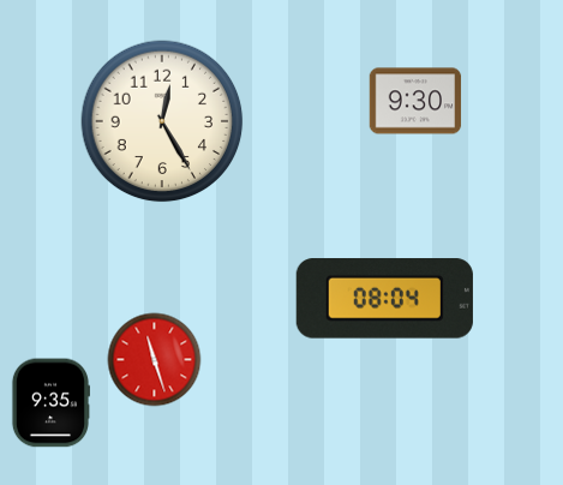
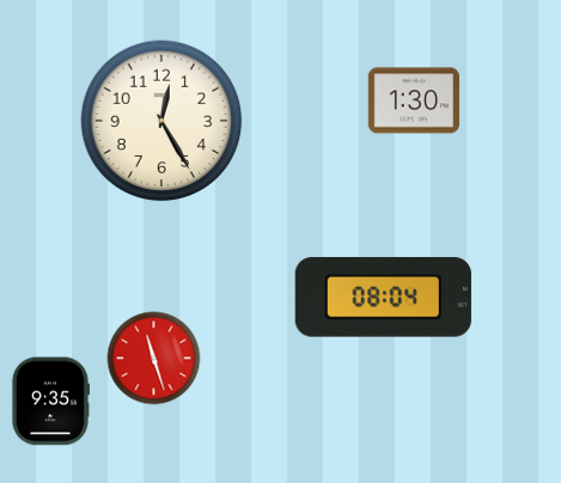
clock at (415, 101): 9:30 -> 1:30
